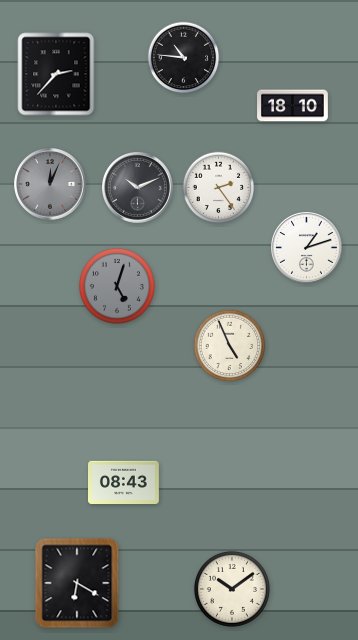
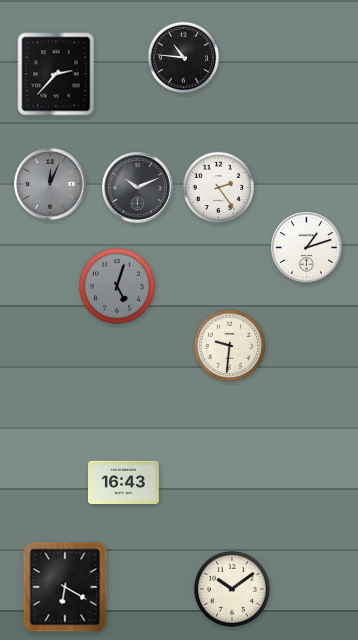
clock at (293, 106): 18:10 -> none
clock at (230, 346): 4:56 -> 9:31
clock at (124, 482): 08:43 -> 16:43
clock at (77, 583) position: (77, 583) -> (65, 587)
